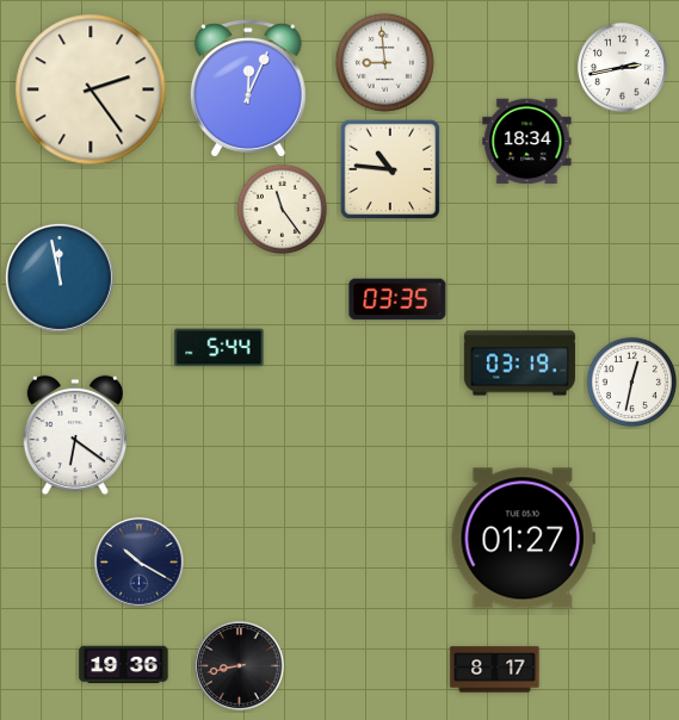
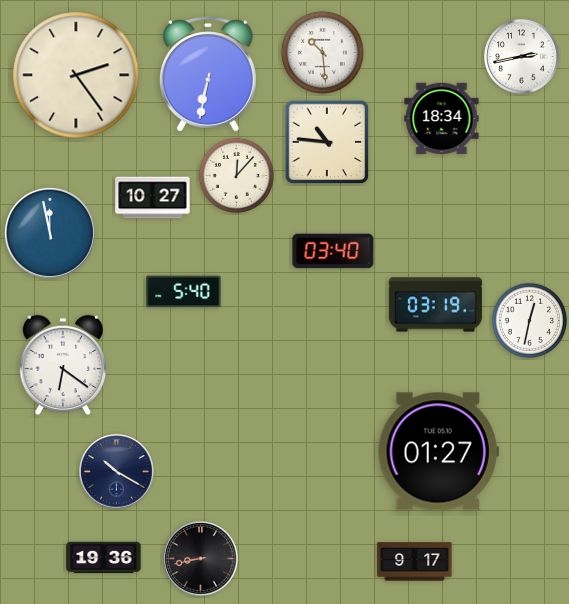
clock at (384, 62): 8:59 -> 10:29
clock at (248, 88): 12:04 -> 6:32
clock at (282, 209): 11:24 -> 12:07
clock at (153, 198): none -> 10:27
clock at (397, 299): 03:35 -> 03:40
clock at (220, 348): 5:44 -> 5:40
clock at (495, 670): 8:17 -> 9:17
